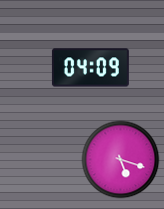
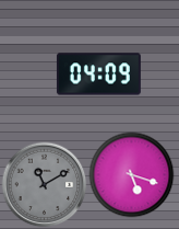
clock at (44, 184): none -> 11:10
